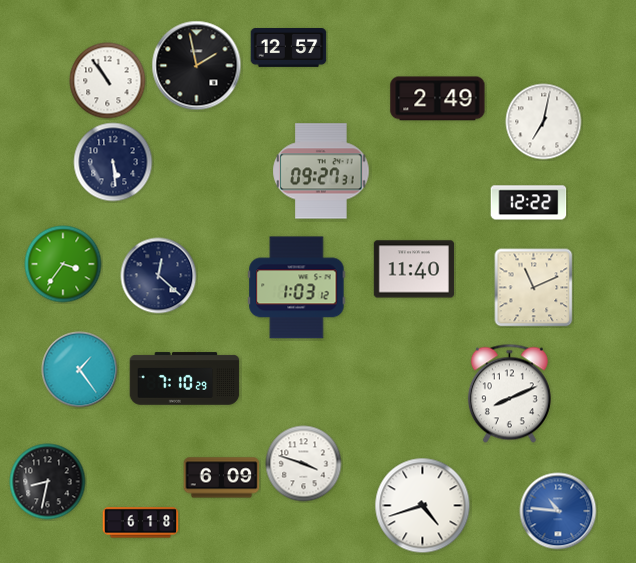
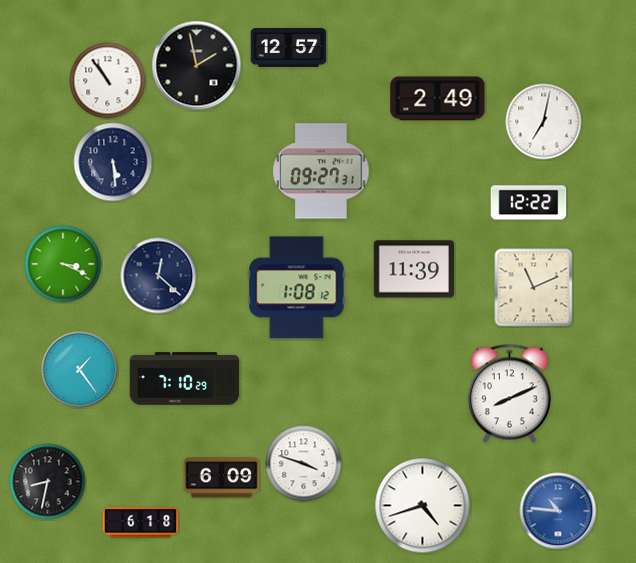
clock at (63, 264): 3:36 -> 3:19
clock at (414, 269): 11:40 -> 11:39
clock at (297, 288): 1:03 -> 1:08
